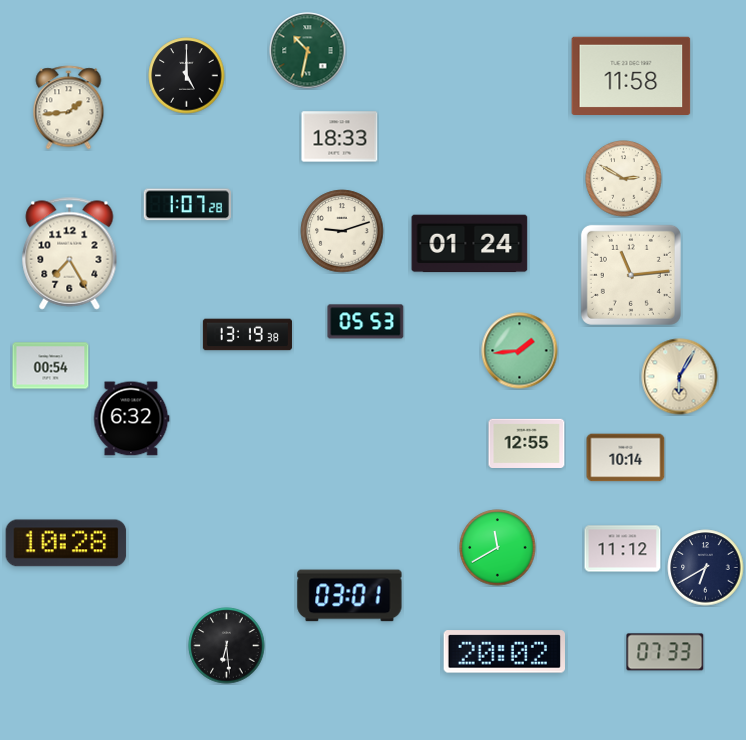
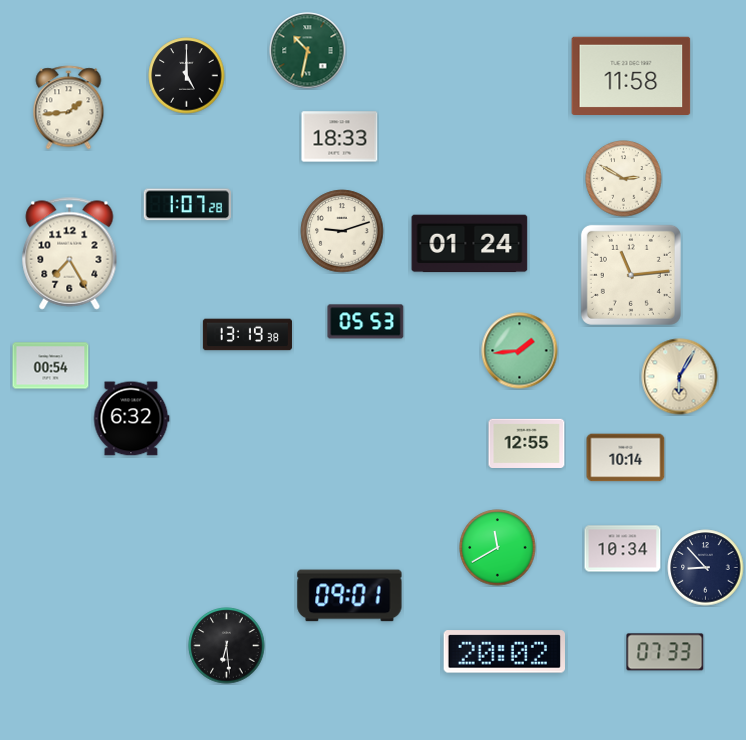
clock at (66, 543): 10:28 -> none
clock at (623, 549): 11:12 -> 10:34
clock at (706, 568): 6:40 -> 8:53
clock at (350, 596): 03:01 -> 09:01
